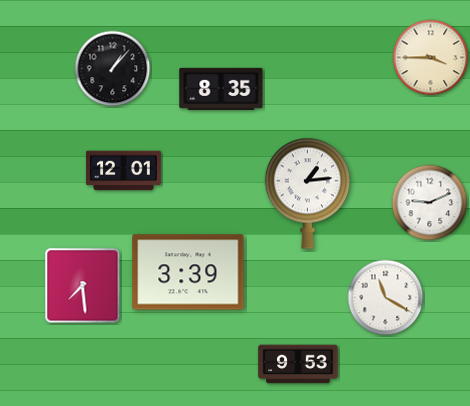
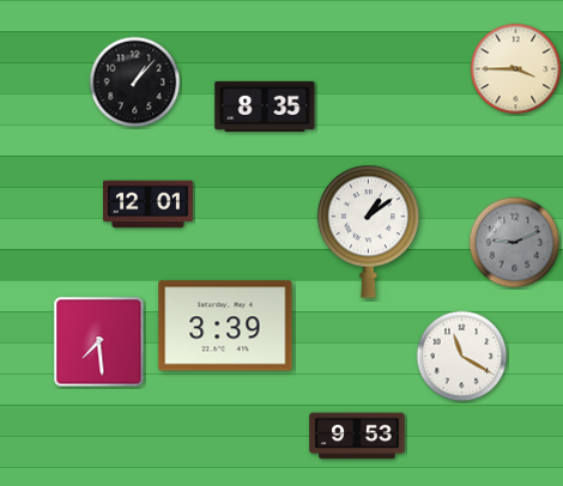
clock at (307, 193): 1:14 -> 1:09
clock at (430, 203) dial: white -> grey
